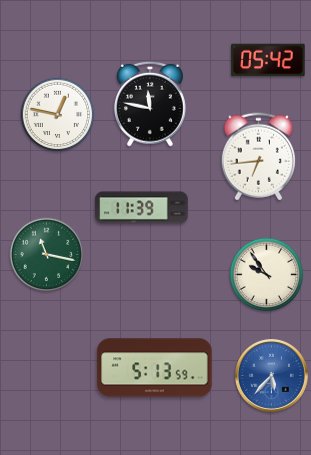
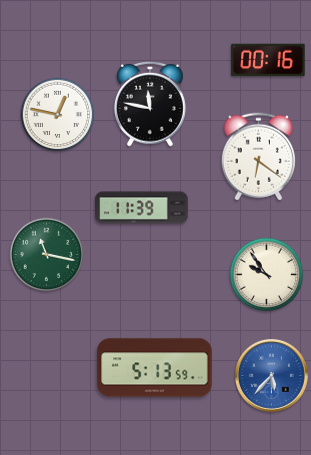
clock at (268, 60): 05:42 -> 00:16
clock at (258, 157): 6:44 -> 6:21
